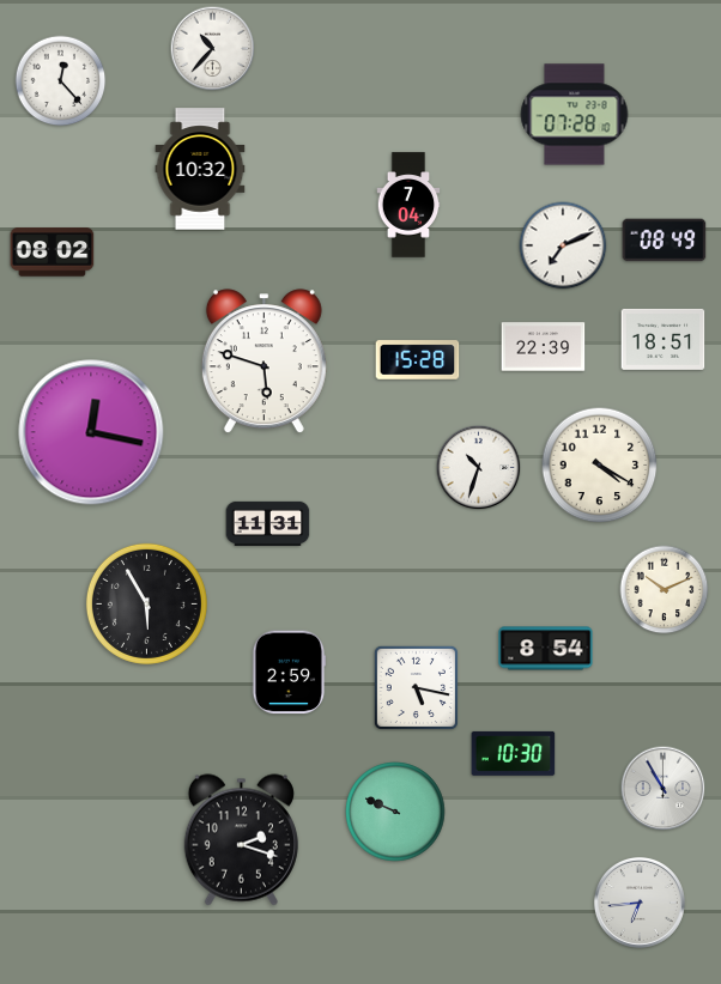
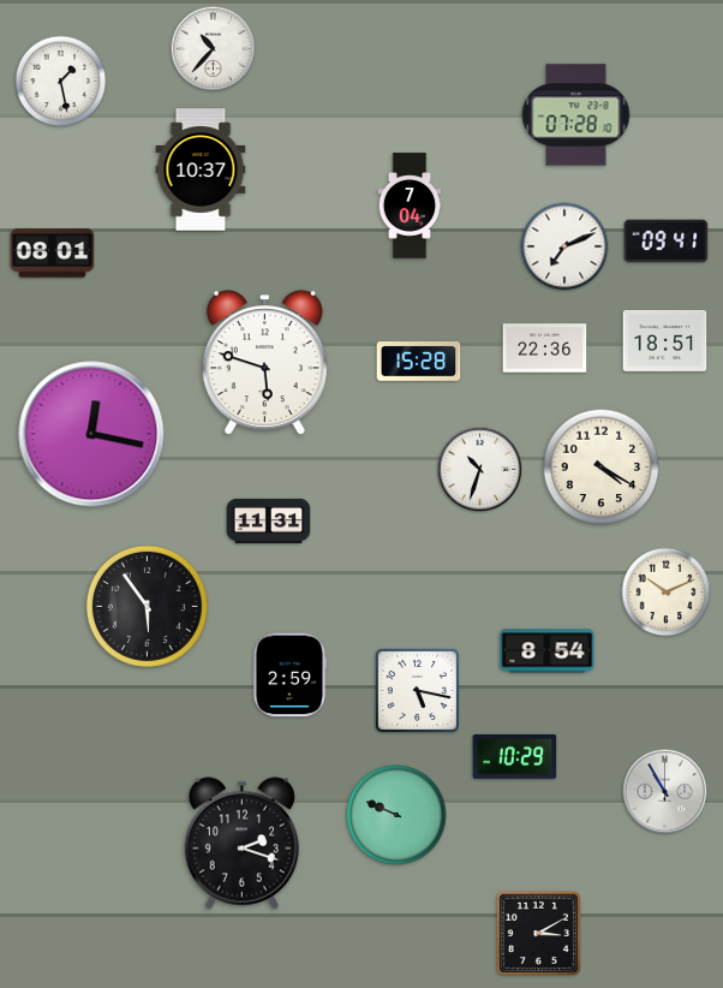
clock at (61, 81): 12:23 -> 1:28
clock at (200, 169): 10:32 -> 10:37
clock at (665, 241): 08:49 -> 09:41
clock at (53, 253): 08:02 -> 08:01
clock at (544, 347): 22:39 -> 22:36
clock at (268, 523) position: (268, 523) -> (269, 520)
clock at (146, 603): 5:55 -> 5:54
clock at (514, 753): 10:30 -> 10:29
clock at (640, 903): 6:44 -> none
clock at (538, 933): none -> 3:10
